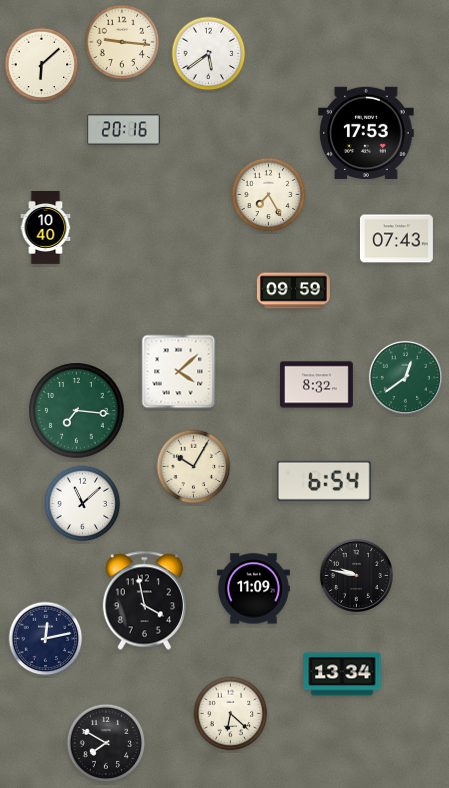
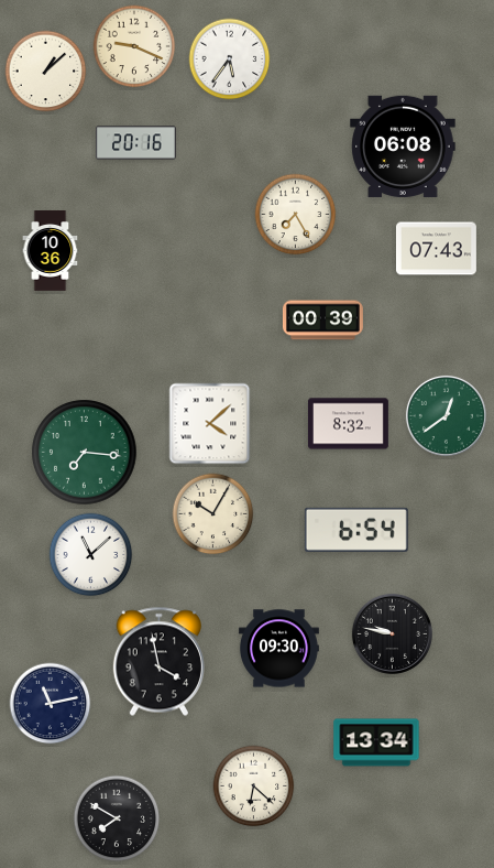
clock at (122, 42): 9:16 -> 9:19
clock at (209, 54): 5:39 -> 5:36
clock at (42, 65): 6:08 -> 1:08
clock at (366, 132): 17:53 -> 06:08
clock at (46, 228): 10:40 -> 10:36
clock at (396, 239) position: (396, 239) -> (436, 249)
clock at (293, 291): 09:59 -> 00:39
clock at (179, 372) position: (179, 372) -> (210, 424)
clock at (253, 589): 11:09 -> 09:30
clock at (46, 639): 12:13 -> 11:13
